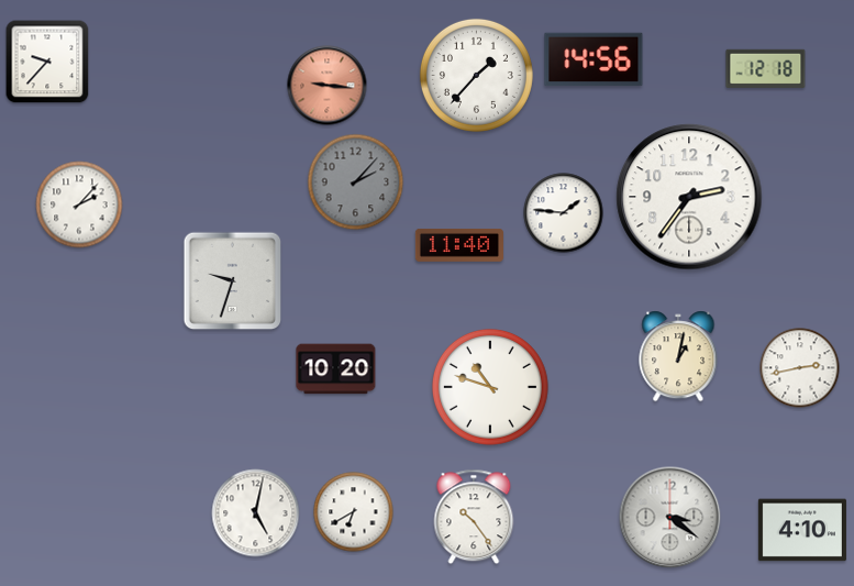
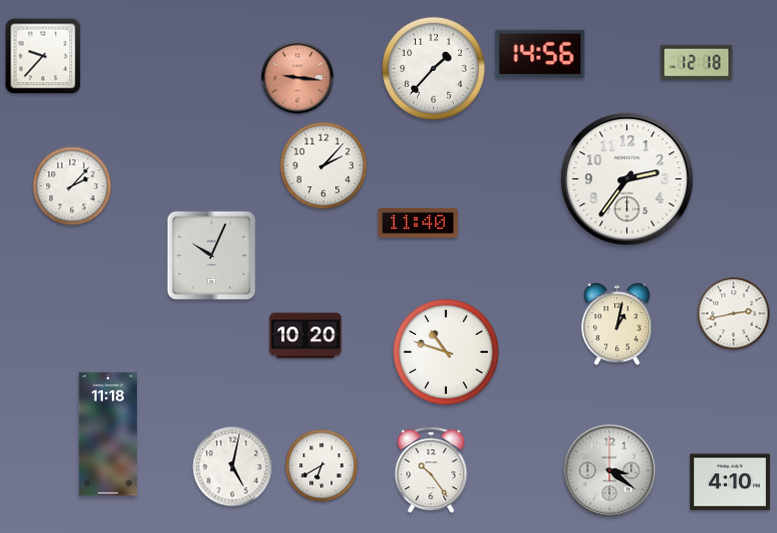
clock at (356, 183) dial: grey -> white
clock at (564, 213): 1:46 -> none
clock at (233, 281): 9:33 -> 10:04
clock at (800, 368) position: (800, 368) -> (734, 314)
clock at (108, 434): none -> 11:18
